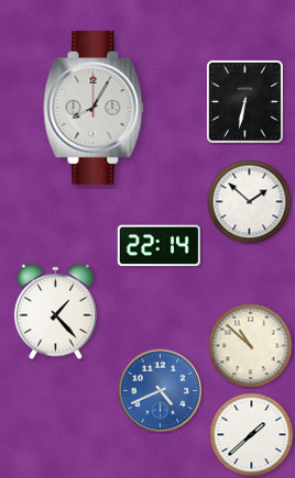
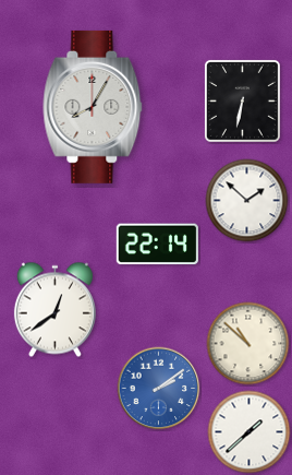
clock at (55, 312): 1:23 -> 12:39
clock at (161, 391): 4:41 -> 2:09
